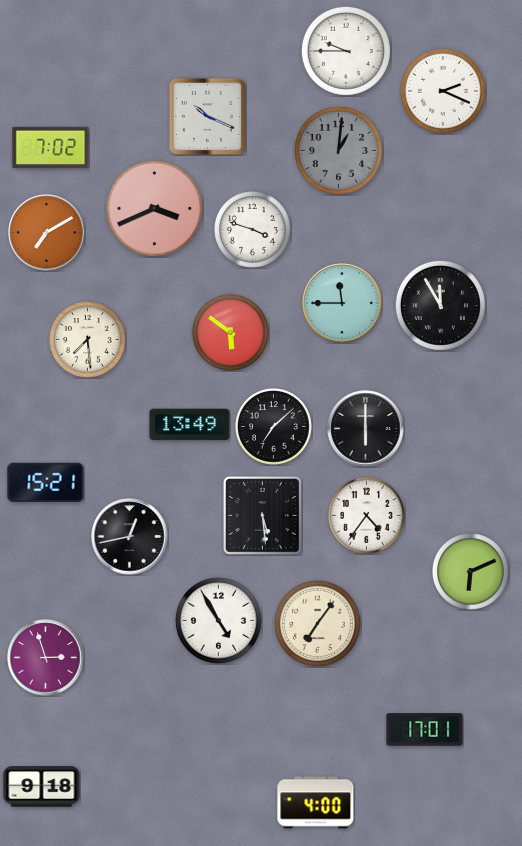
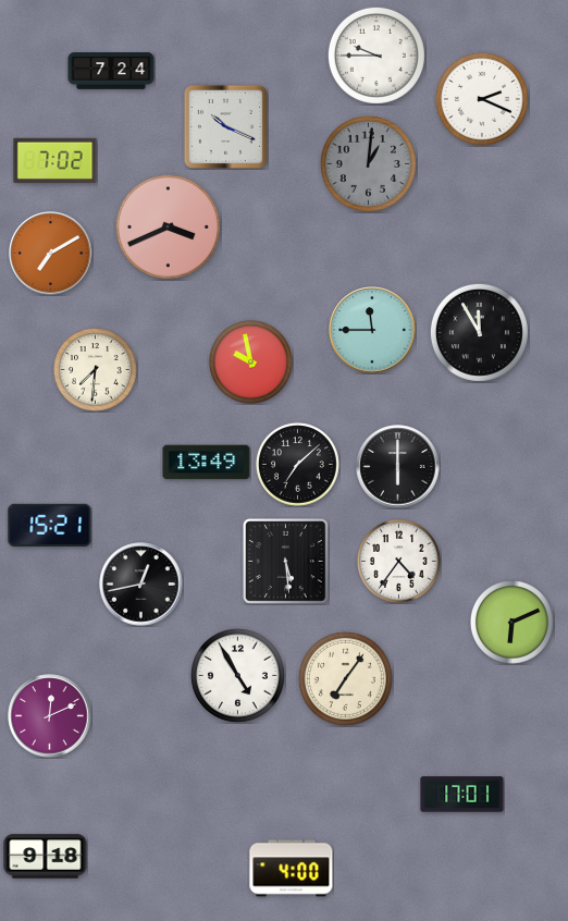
clock at (111, 71): none -> 7:24
clock at (253, 230): 3:48 -> none
clock at (231, 333): 5:51 -> 9:58
clock at (88, 340): 7:29 -> 7:31
clock at (46, 658): 2:57 -> 12:11
clock at (316, 803) position: (316, 803) -> (292, 869)
